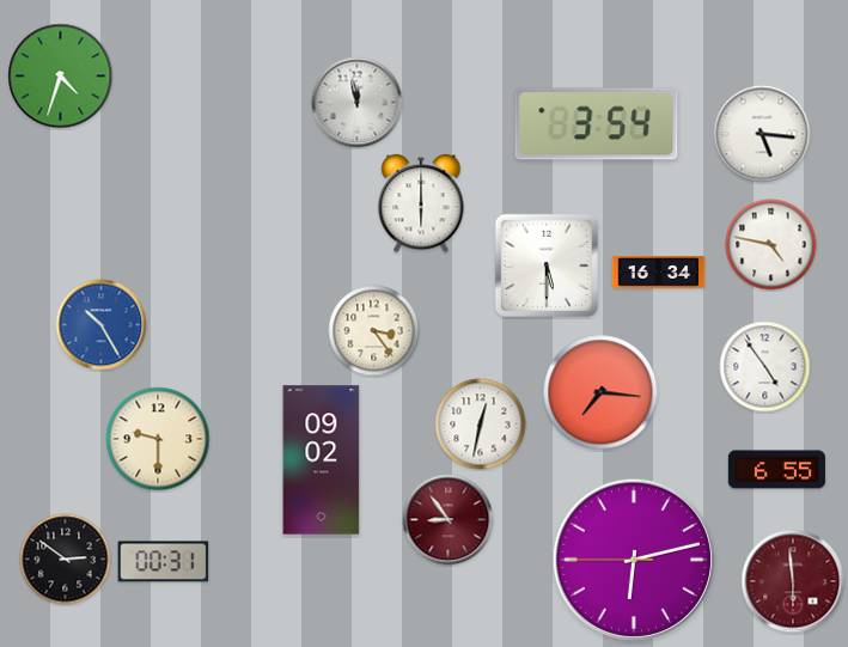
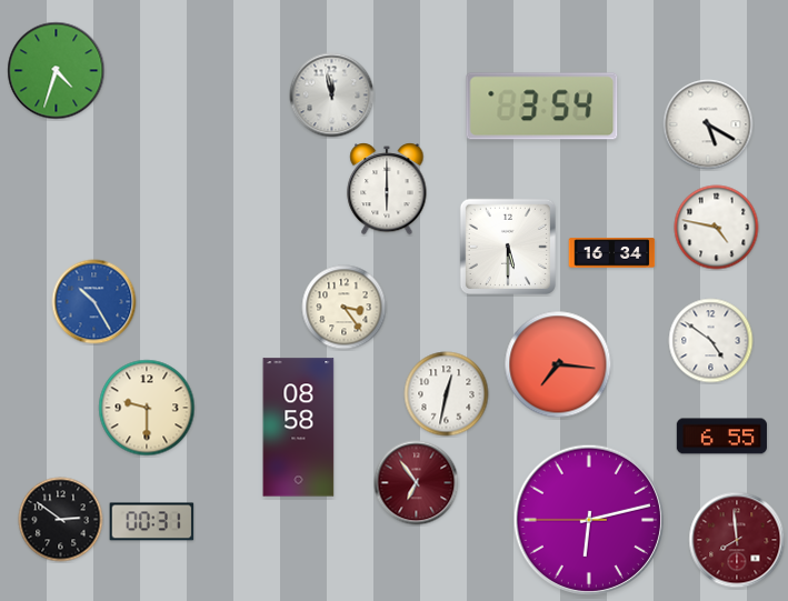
clock at (597, 124) position: (597, 124) -> (542, 107)
clock at (762, 134): 5:16 -> 5:20
clock at (421, 203) position: (421, 203) -> (387, 189)
clock at (374, 331) position: (374, 331) -> (345, 308)
clock at (765, 367): 4:54 -> 4:51
clock at (322, 460): 09:02 -> 08:58
clock at (449, 520): 8:54 -> 6:54
clock at (793, 581): 5:59 -> 7:59
